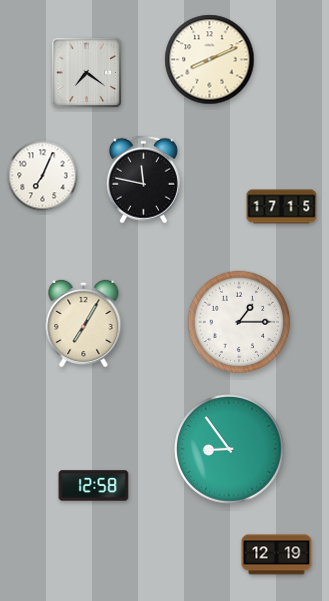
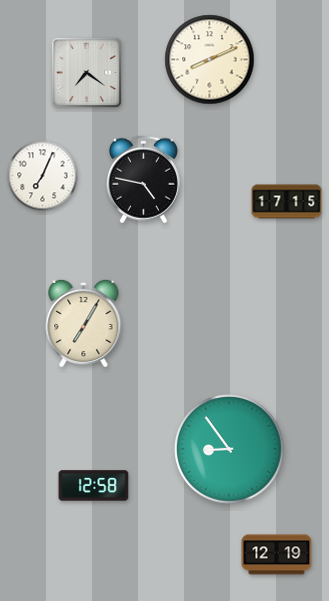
clock at (143, 180): 11:47 -> 4:47
clock at (282, 207) position: (282, 207) -> (287, 202)
clock at (239, 322): 1:15 -> none
